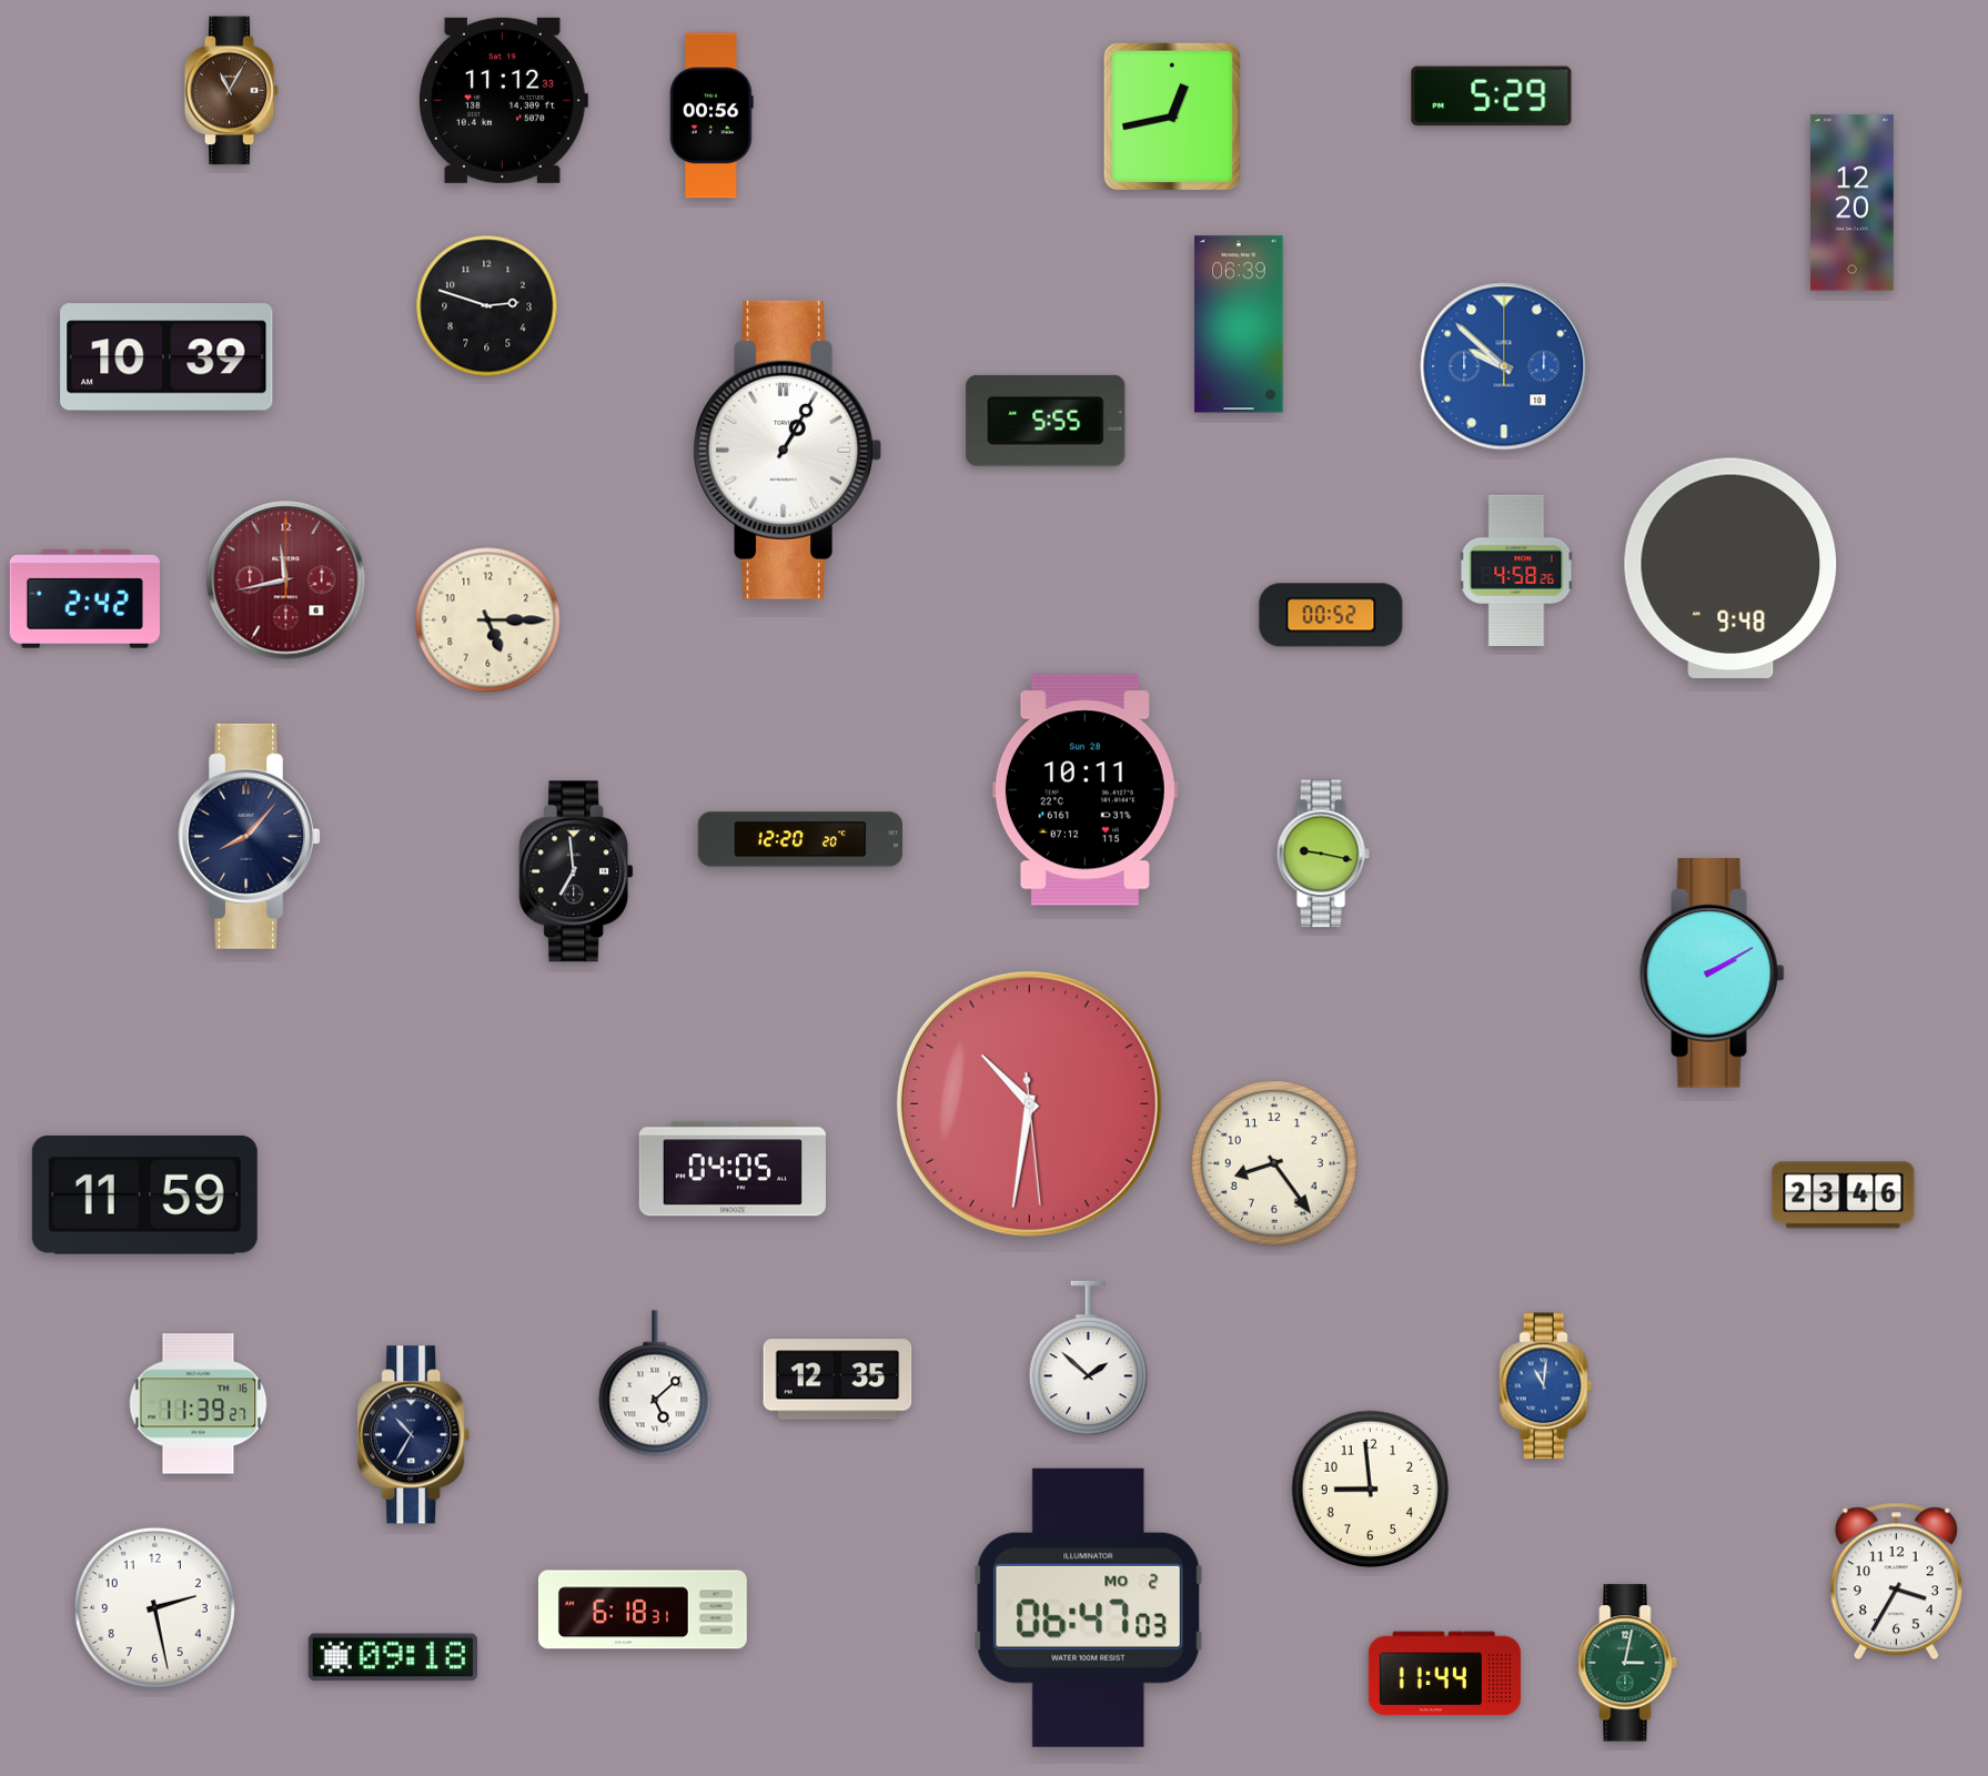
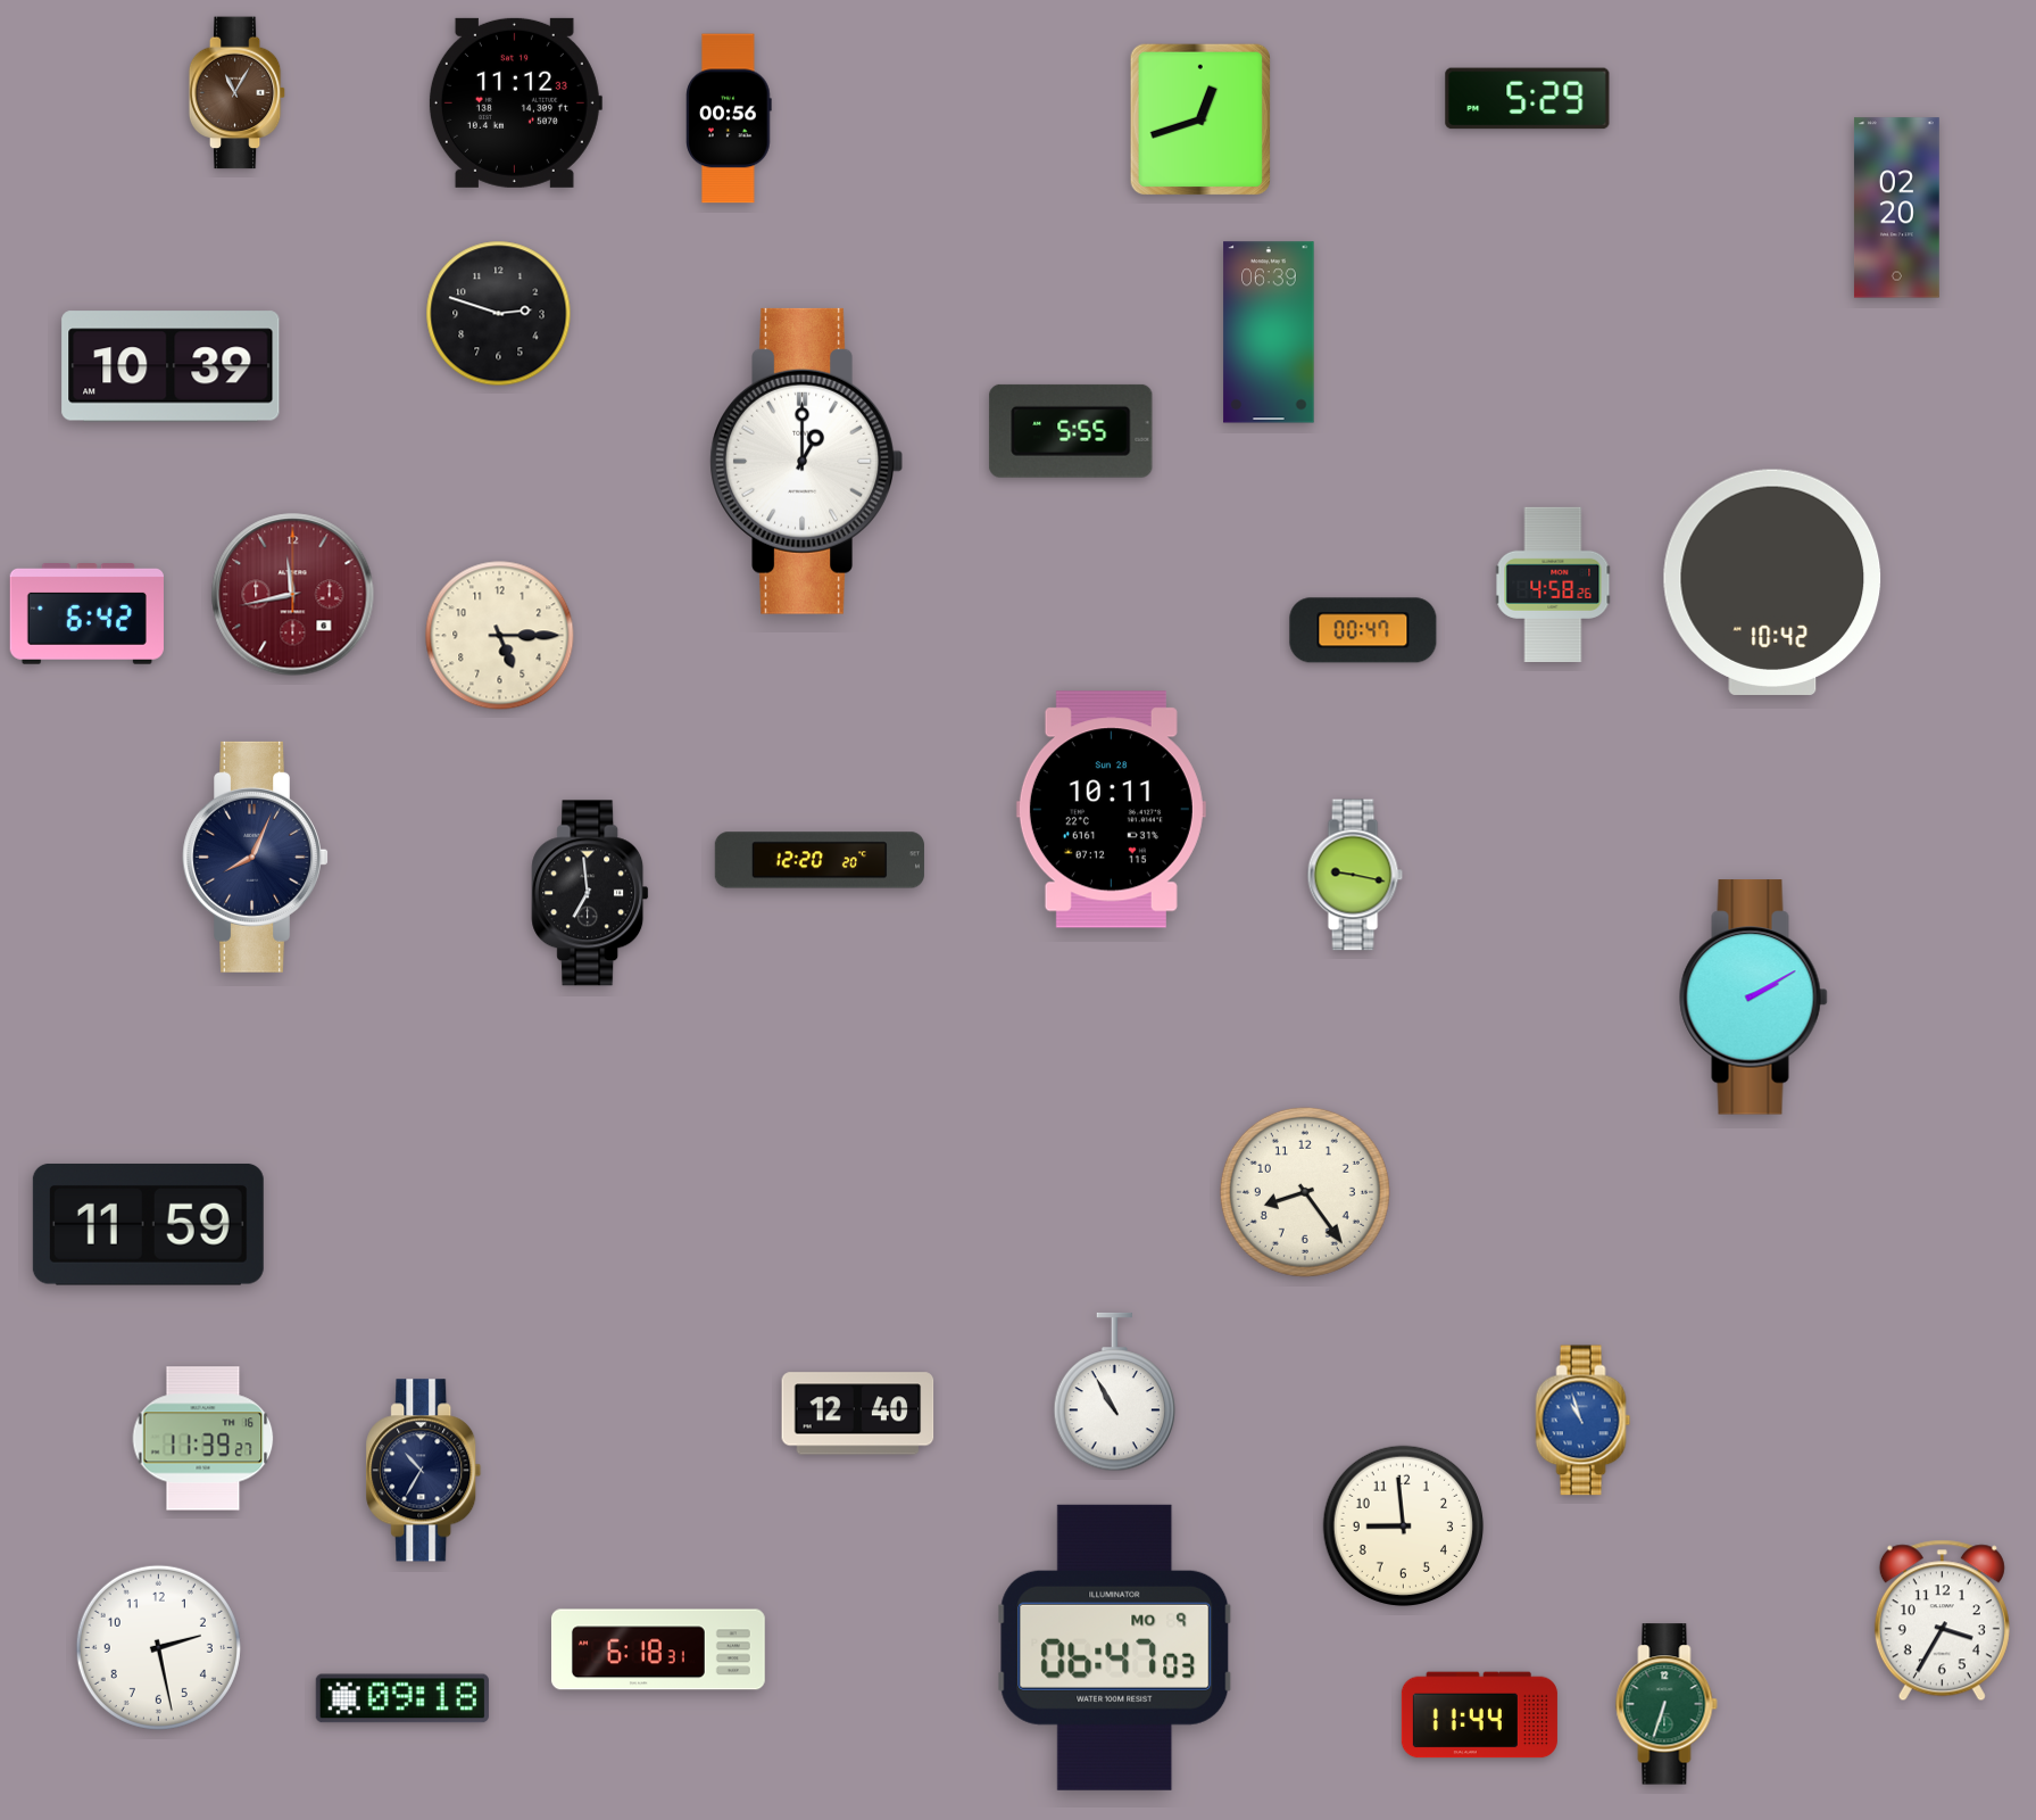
clock at (1171, 115): 12:43 -> 12:42
clock at (1851, 203): 12:20 -> 02:20
clock at (1504, 366): 9:52 -> none
clock at (787, 450): 1:05 -> 1:00
clock at (1730, 568): 9:48 -> 10:42
clock at (84, 599): 2:42 -> 6:42
clock at (1331, 615): 00:52 -> 00:47
clock at (249, 836): 8:07 -> 8:04
clock at (1029, 1103): 10:31 -> none
clock at (733, 1169): 04:05 -> none
clock at (1844, 1195): 23:46 -> none
clock at (1089, 1359): 1:52 -> 10:55
clock at (838, 1380): 12:35 -> 12:40
clock at (655, 1383): 5:08 -> none
clock at (1546, 1386): 11:01 -> 10:57
clock at (1089, 1607) date: MO 2 -> MO 9
clock at (1627, 1663): 3:02 -> 6:33
